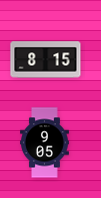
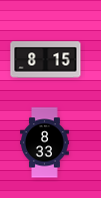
clock at (45, 143): 9:05 -> 8:33
